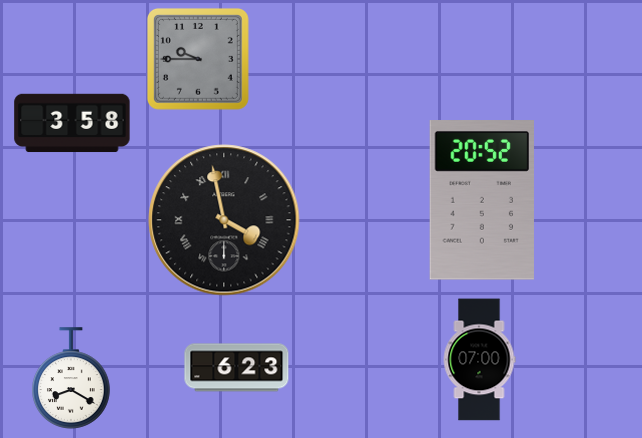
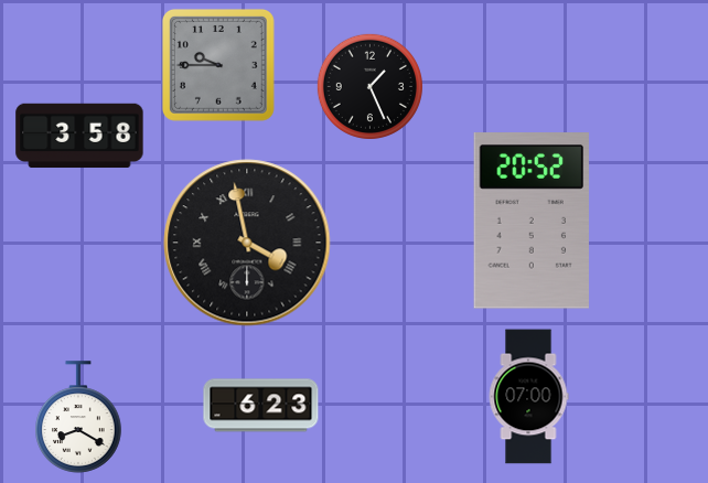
clock at (369, 86): none -> 1:26
